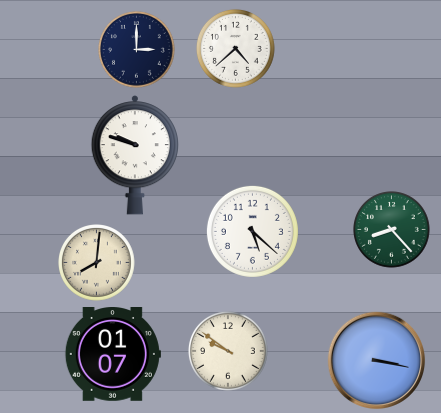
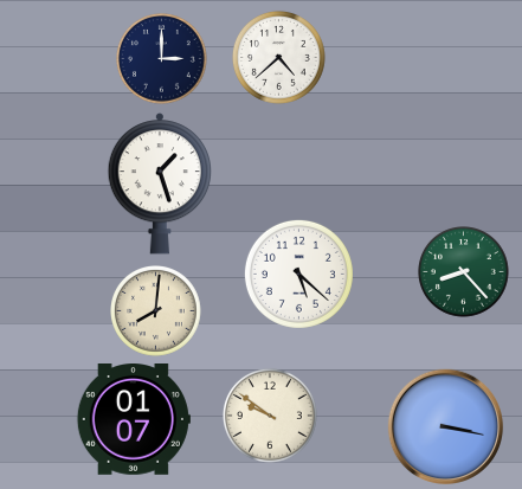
clock at (134, 156): 9:48 -> 1:27
clock at (97, 263) position: (97, 263) -> (156, 311)
